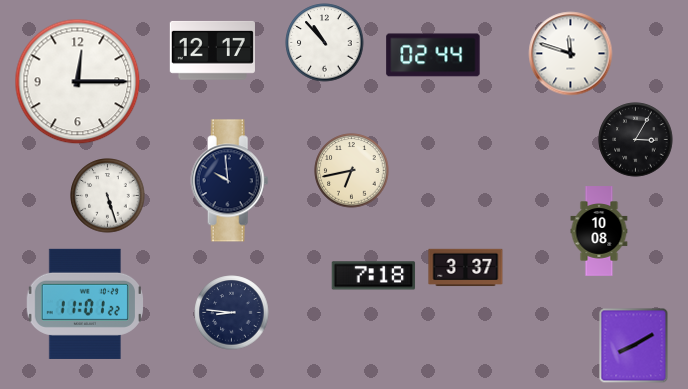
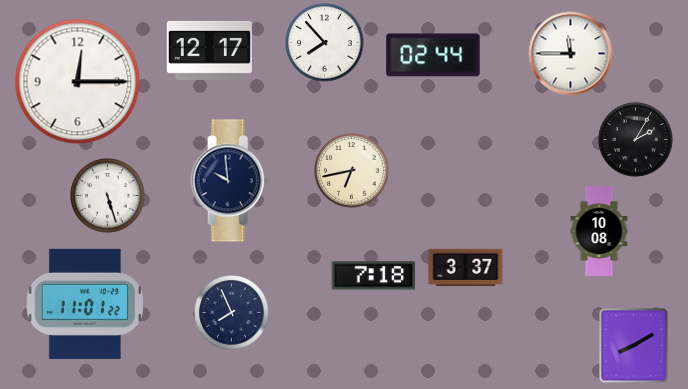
clock at (325, 43): 10:53 -> 7:53
clock at (212, 50) position: (212, 50) -> (209, 50)
clock at (571, 54): 11:48 -> 11:45
clock at (636, 140): 3:05 -> 2:05
clock at (232, 313): 8:46 -> 7:56
